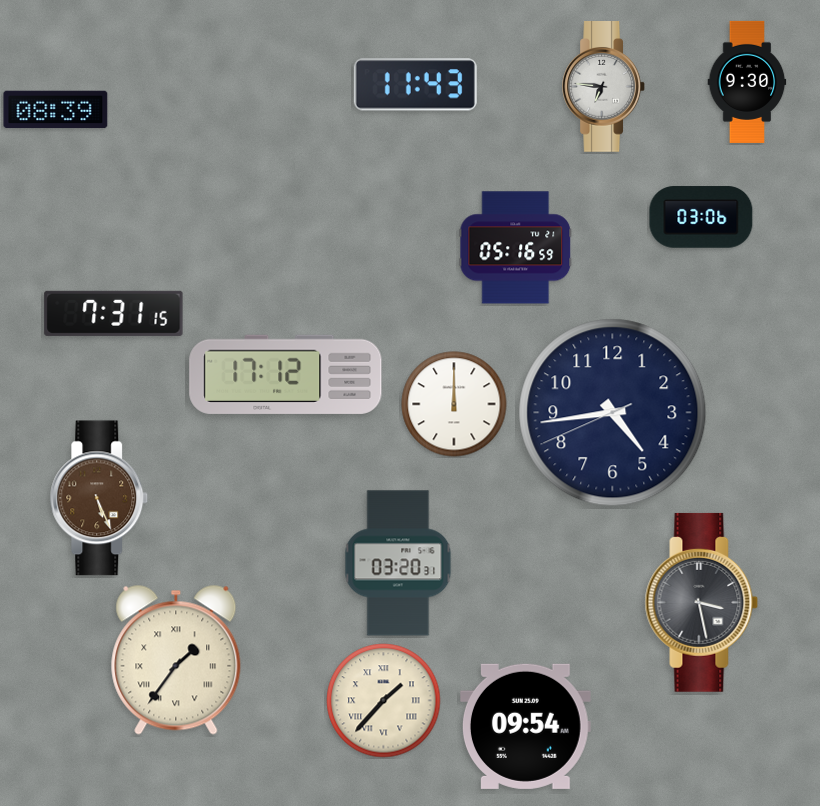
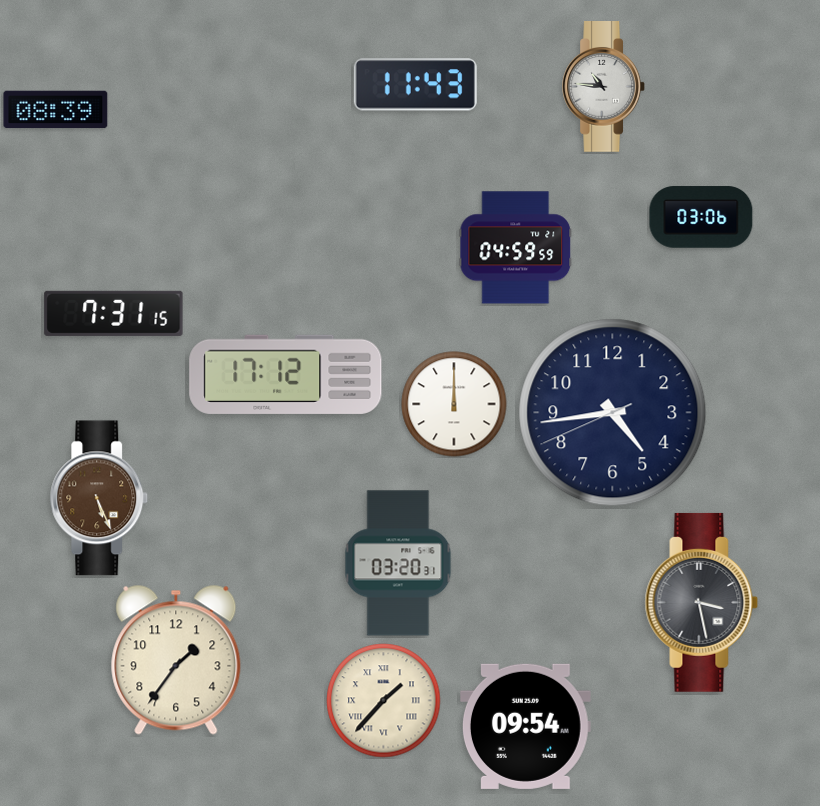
clock at (747, 82): 9:30 -> none
clock at (603, 87): 6:46 -> 10:46
clock at (516, 248): 05:16 -> 04:59
clock at (176, 660) numerals: Roman -> Arabic
